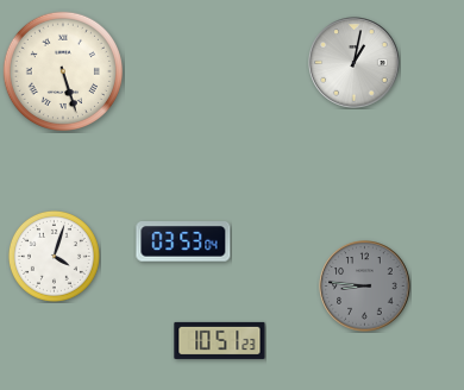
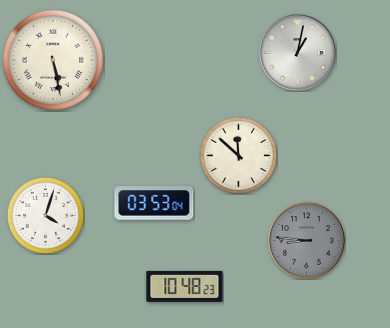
clock at (63, 71): 5:27 -> 5:28
clock at (238, 155): none -> 11:52
clock at (220, 340): 10:51 -> 10:48
